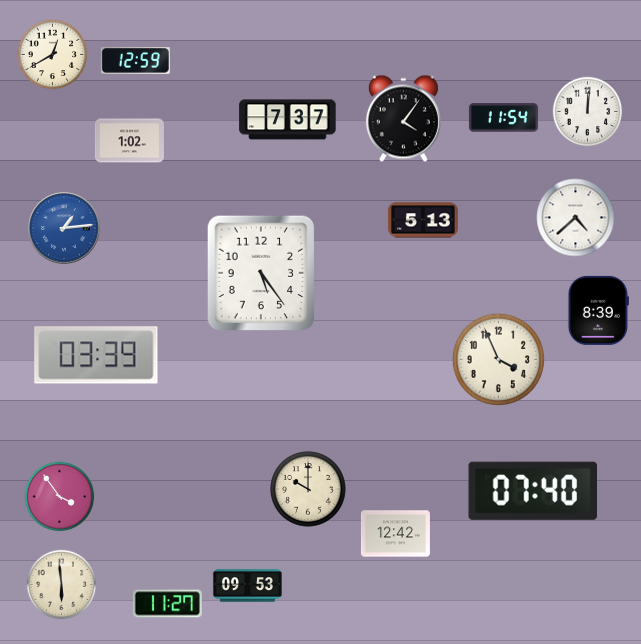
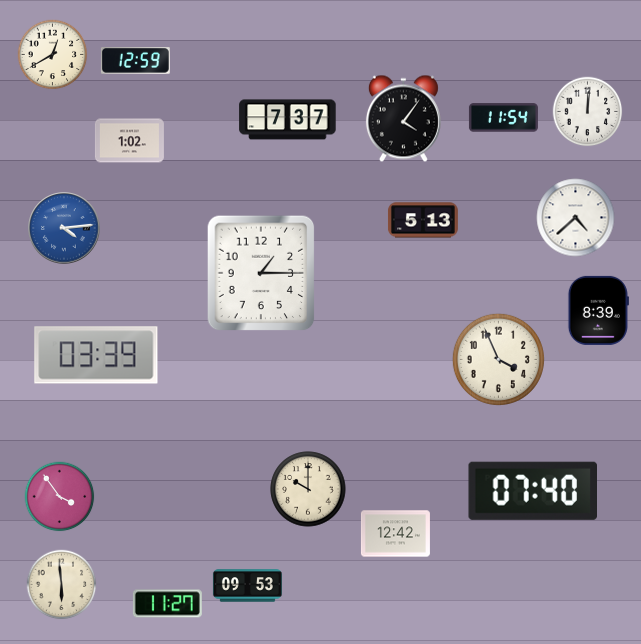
clock at (64, 228): 1:14 -> 4:14
clock at (261, 273): 5:24 -> 1:15
